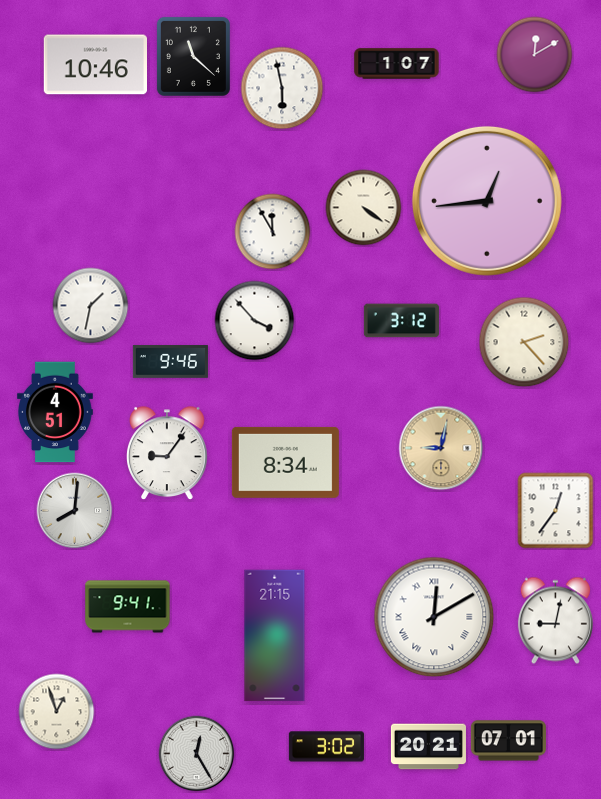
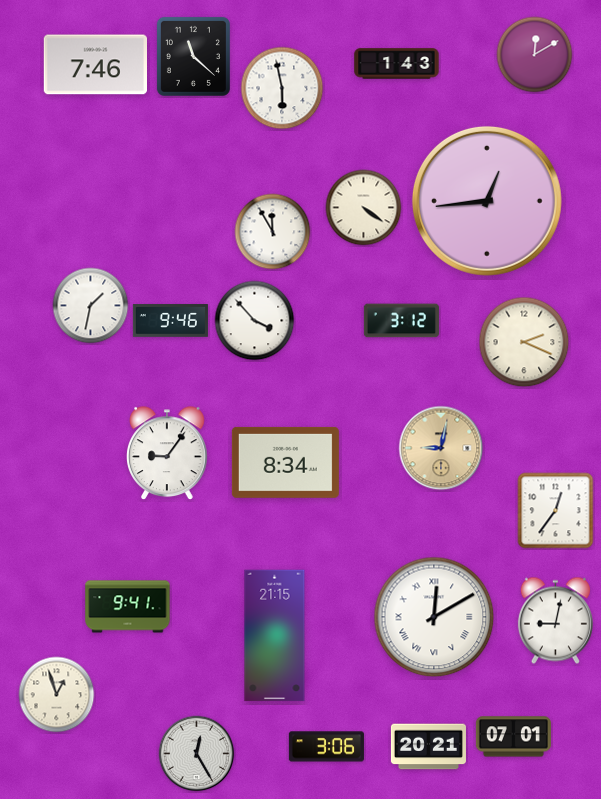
clock at (397, 64): 1:07 -> 1:43
clock at (95, 65): 10:46 -> 7:46
clock at (524, 342): 2:23 -> 2:19
clock at (170, 362) position: (170, 362) -> (170, 321)
clock at (56, 412): 4:51 -> none
clock at (75, 511): 8:01 -> none
clock at (57, 712) position: (57, 712) -> (57, 695)
clock at (508, 741) position: (508, 741) -> (513, 737)
clock at (326, 747): 3:02 -> 3:06
